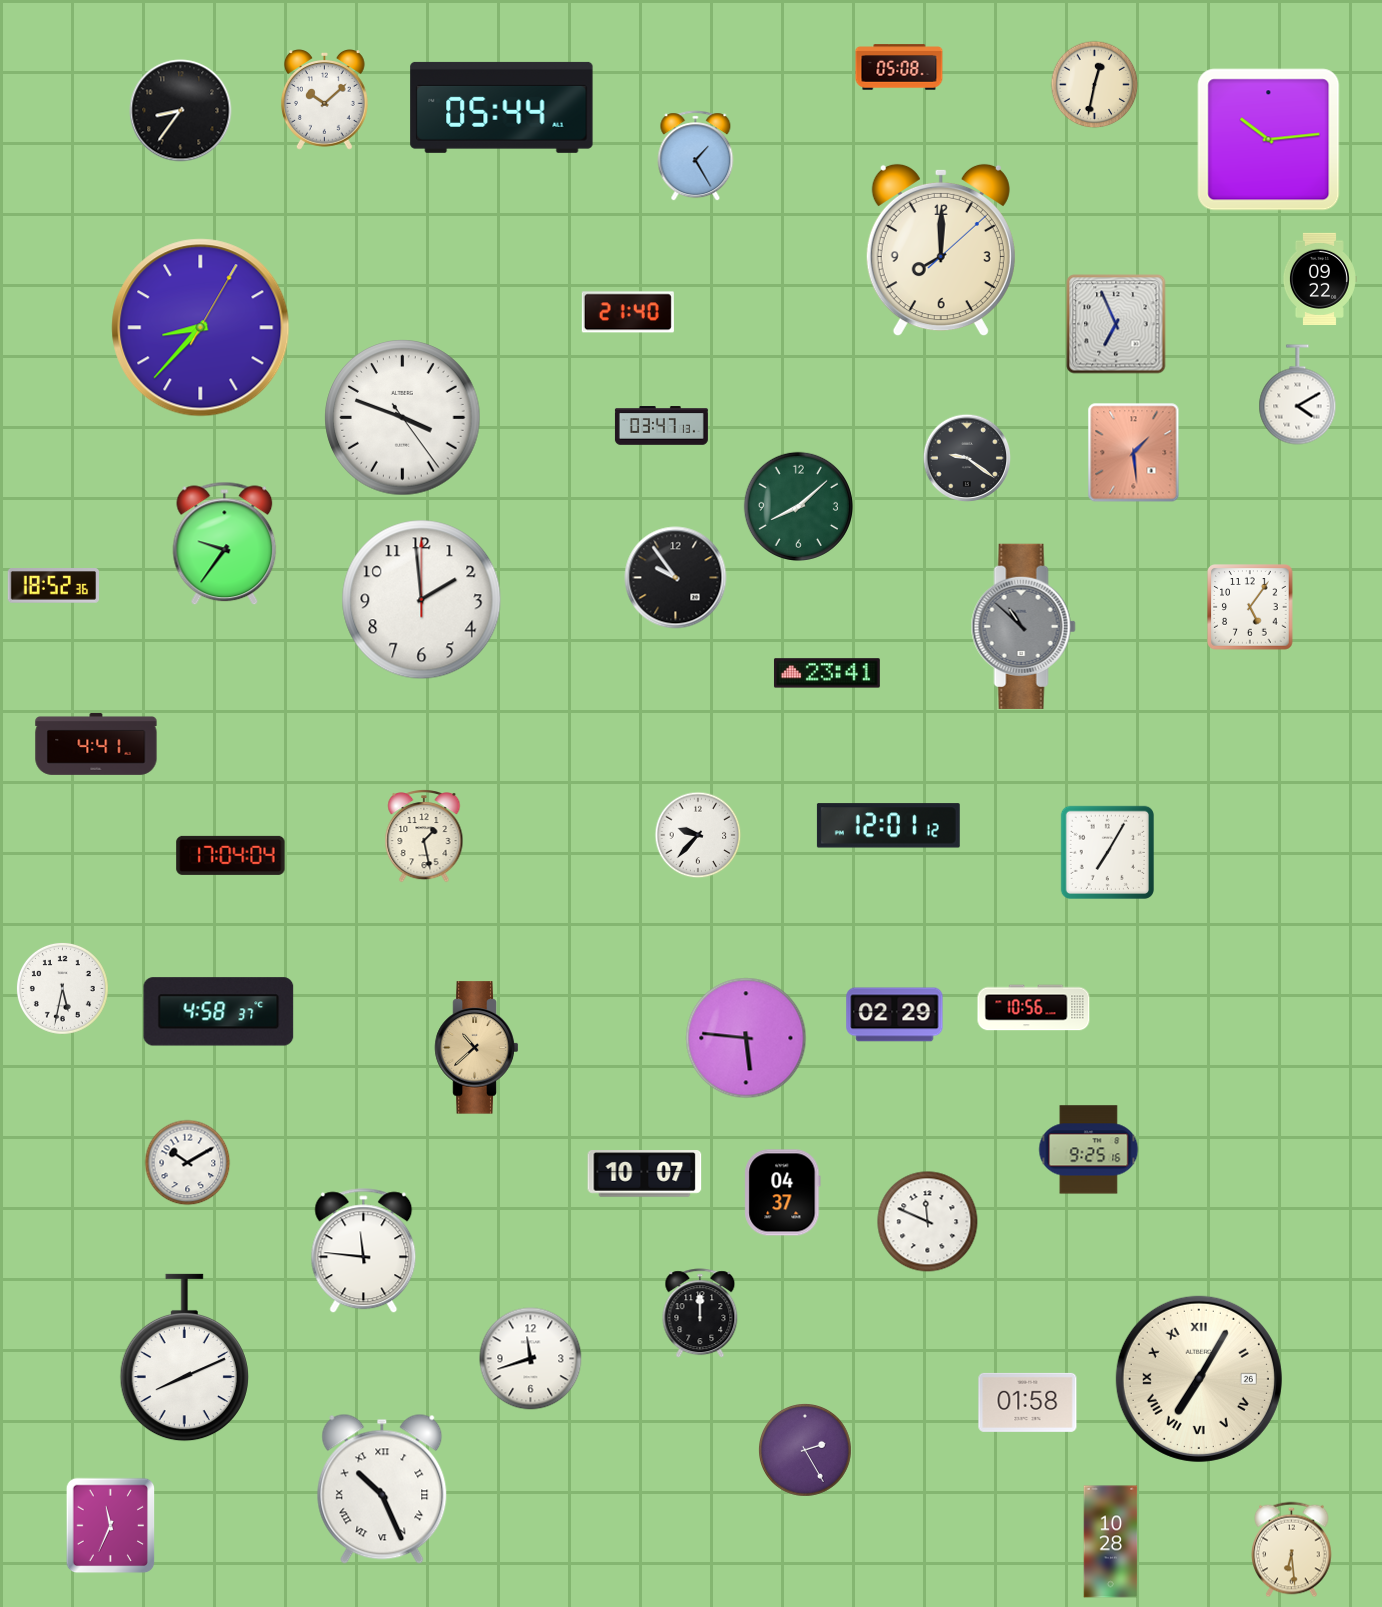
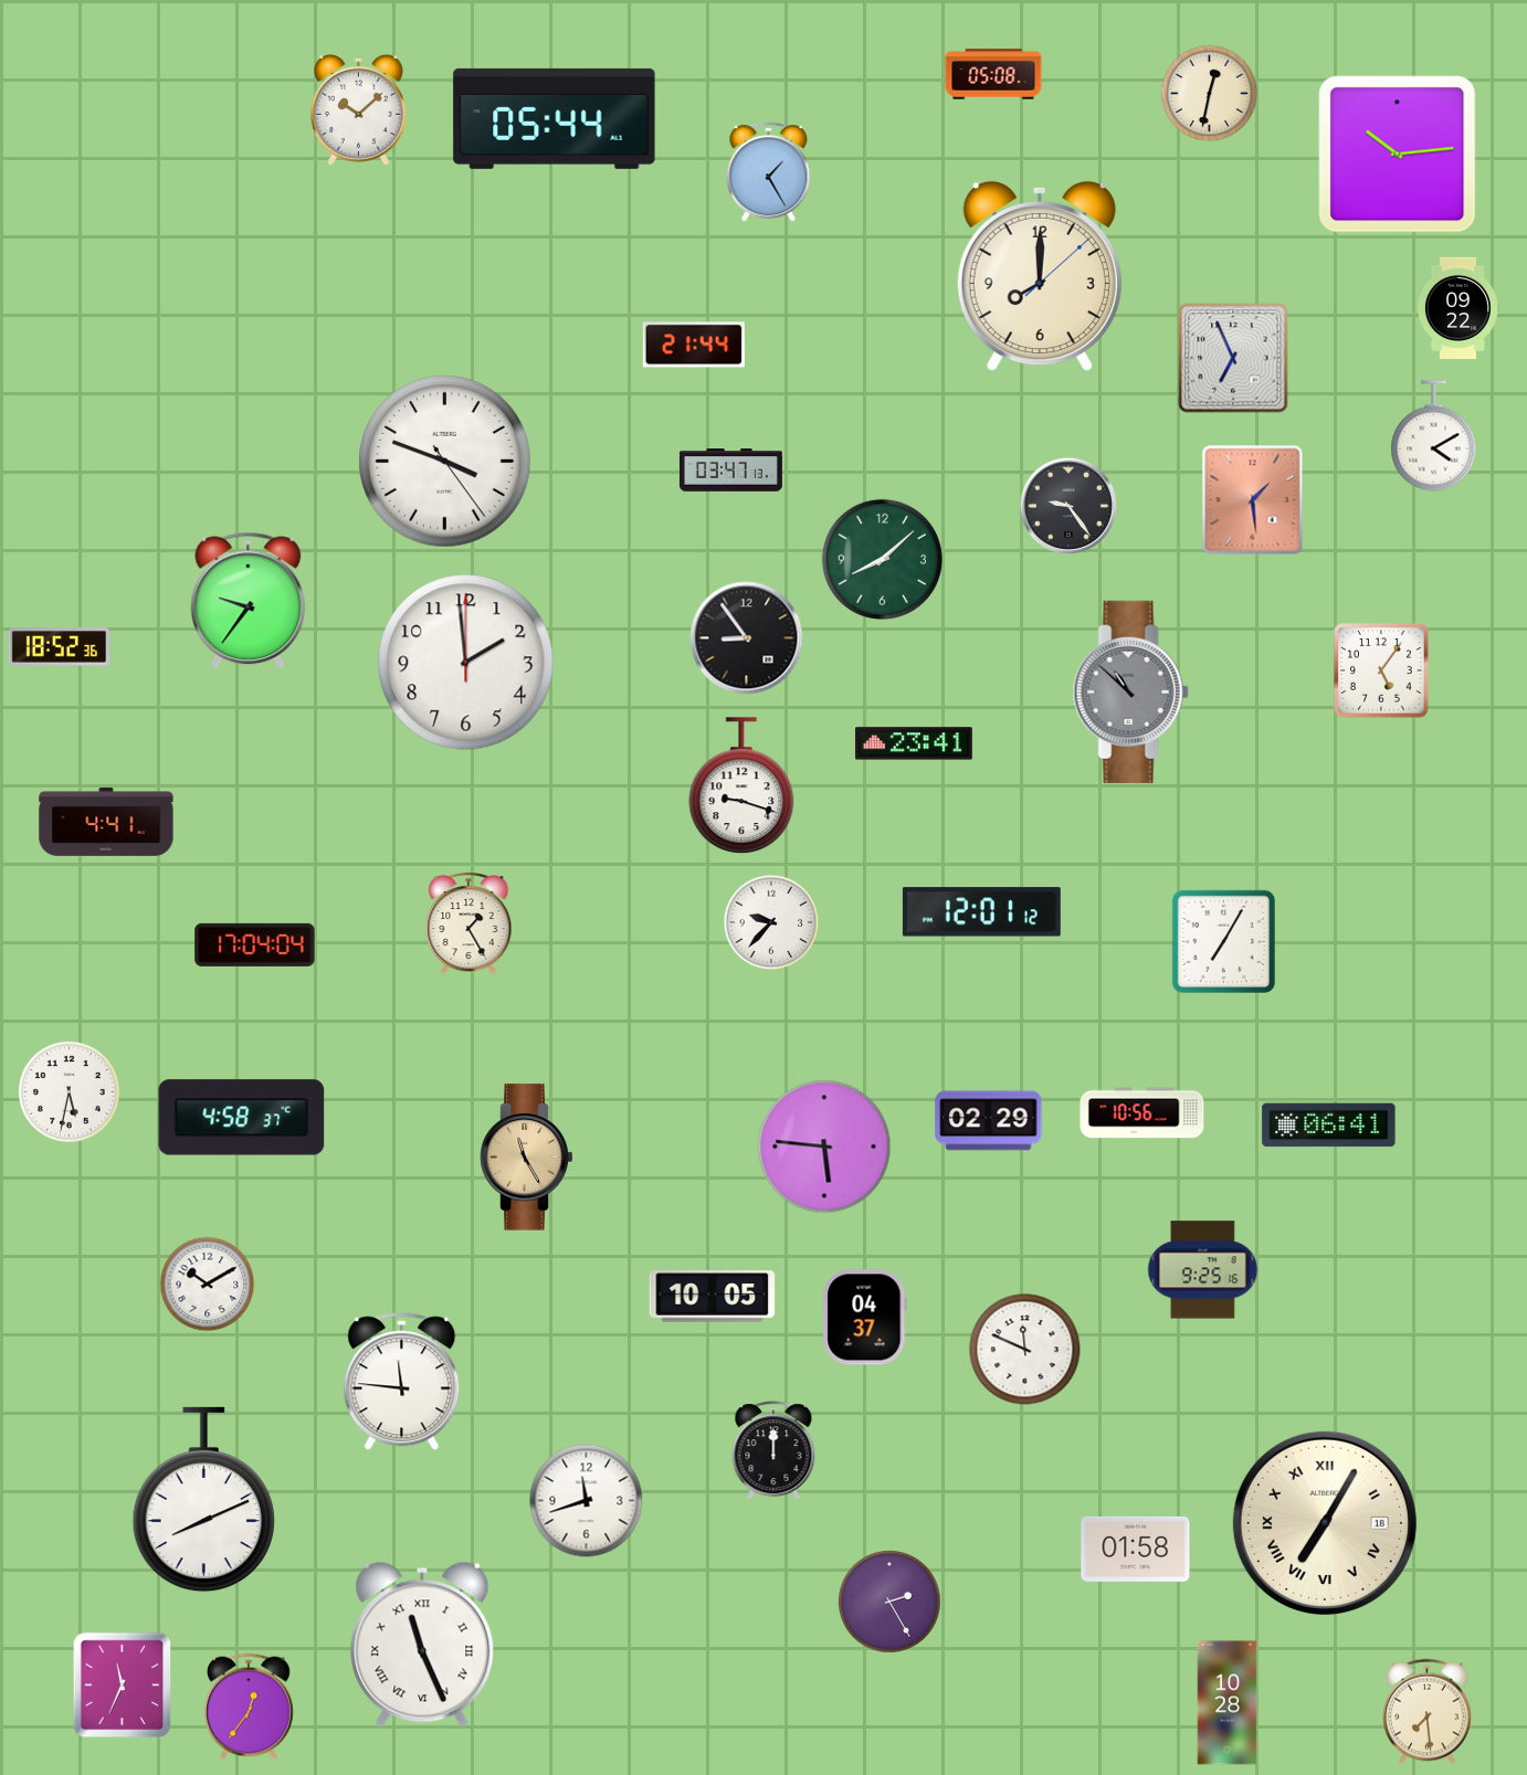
clock at (181, 111): 8:36 -> none
clock at (1269, 140) position: (1269, 140) -> (1398, 155)
clock at (628, 312): 21:40 -> 21:44
clock at (201, 328): 8:37 -> none
clock at (967, 458): 9:21 -> 9:24
clock at (676, 578): 9:54 -> 8:54
clock at (741, 786): none -> 9:18
clock at (424, 837): 1:28 -> 1:25
clock at (1329, 1126): none -> 06:41
clock at (477, 1048): 10:38 -> 11:25
clock at (645, 1174): 10:07 -> 10:05
clock at (1199, 1379) date: 26 -> 18
clock at (382, 1489): 10:26 -> 11:26
clock at (250, 1707): none -> 12:36
clock at (1292, 1550): 6:29 -> 7:29
